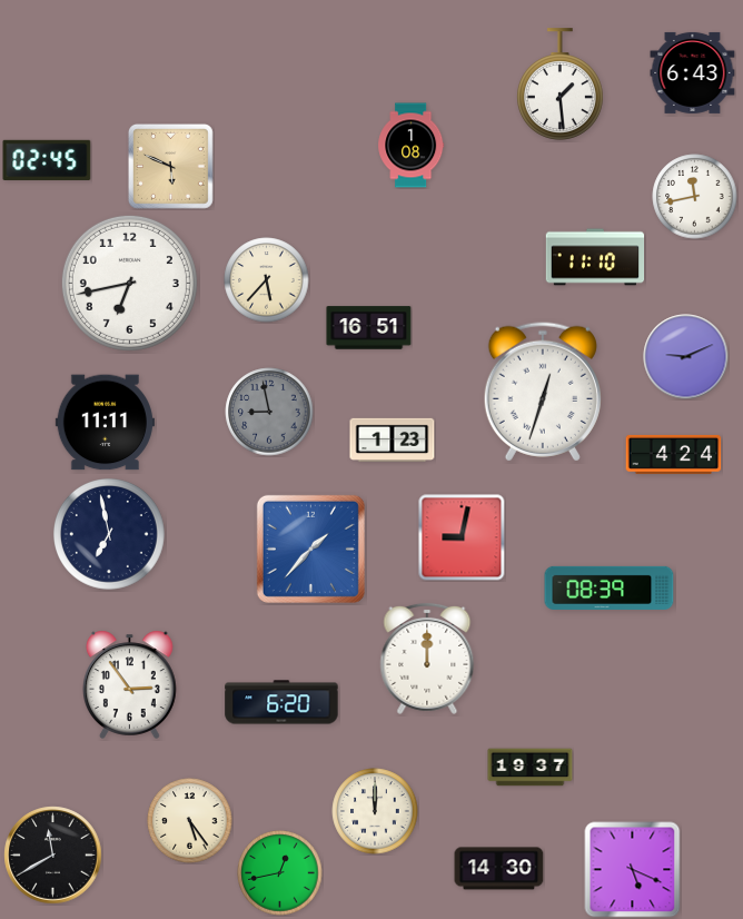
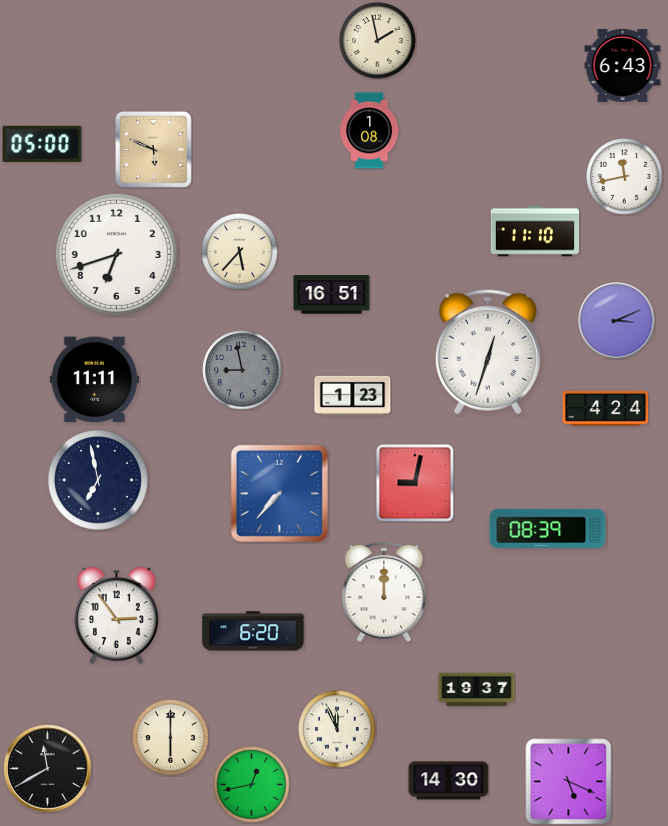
clock at (378, 41): none -> 1:58
clock at (559, 85): 1:29 -> none
clock at (47, 160): 02:45 -> 05:00
clock at (129, 283): 6:43 -> 6:42
clock at (686, 357): 9:11 -> 3:11
clock at (310, 549): 1:37 -> 7:37
clock at (375, 811): 12:00 -> 11:56
clock at (190, 821): 5:24 -> 6:00
